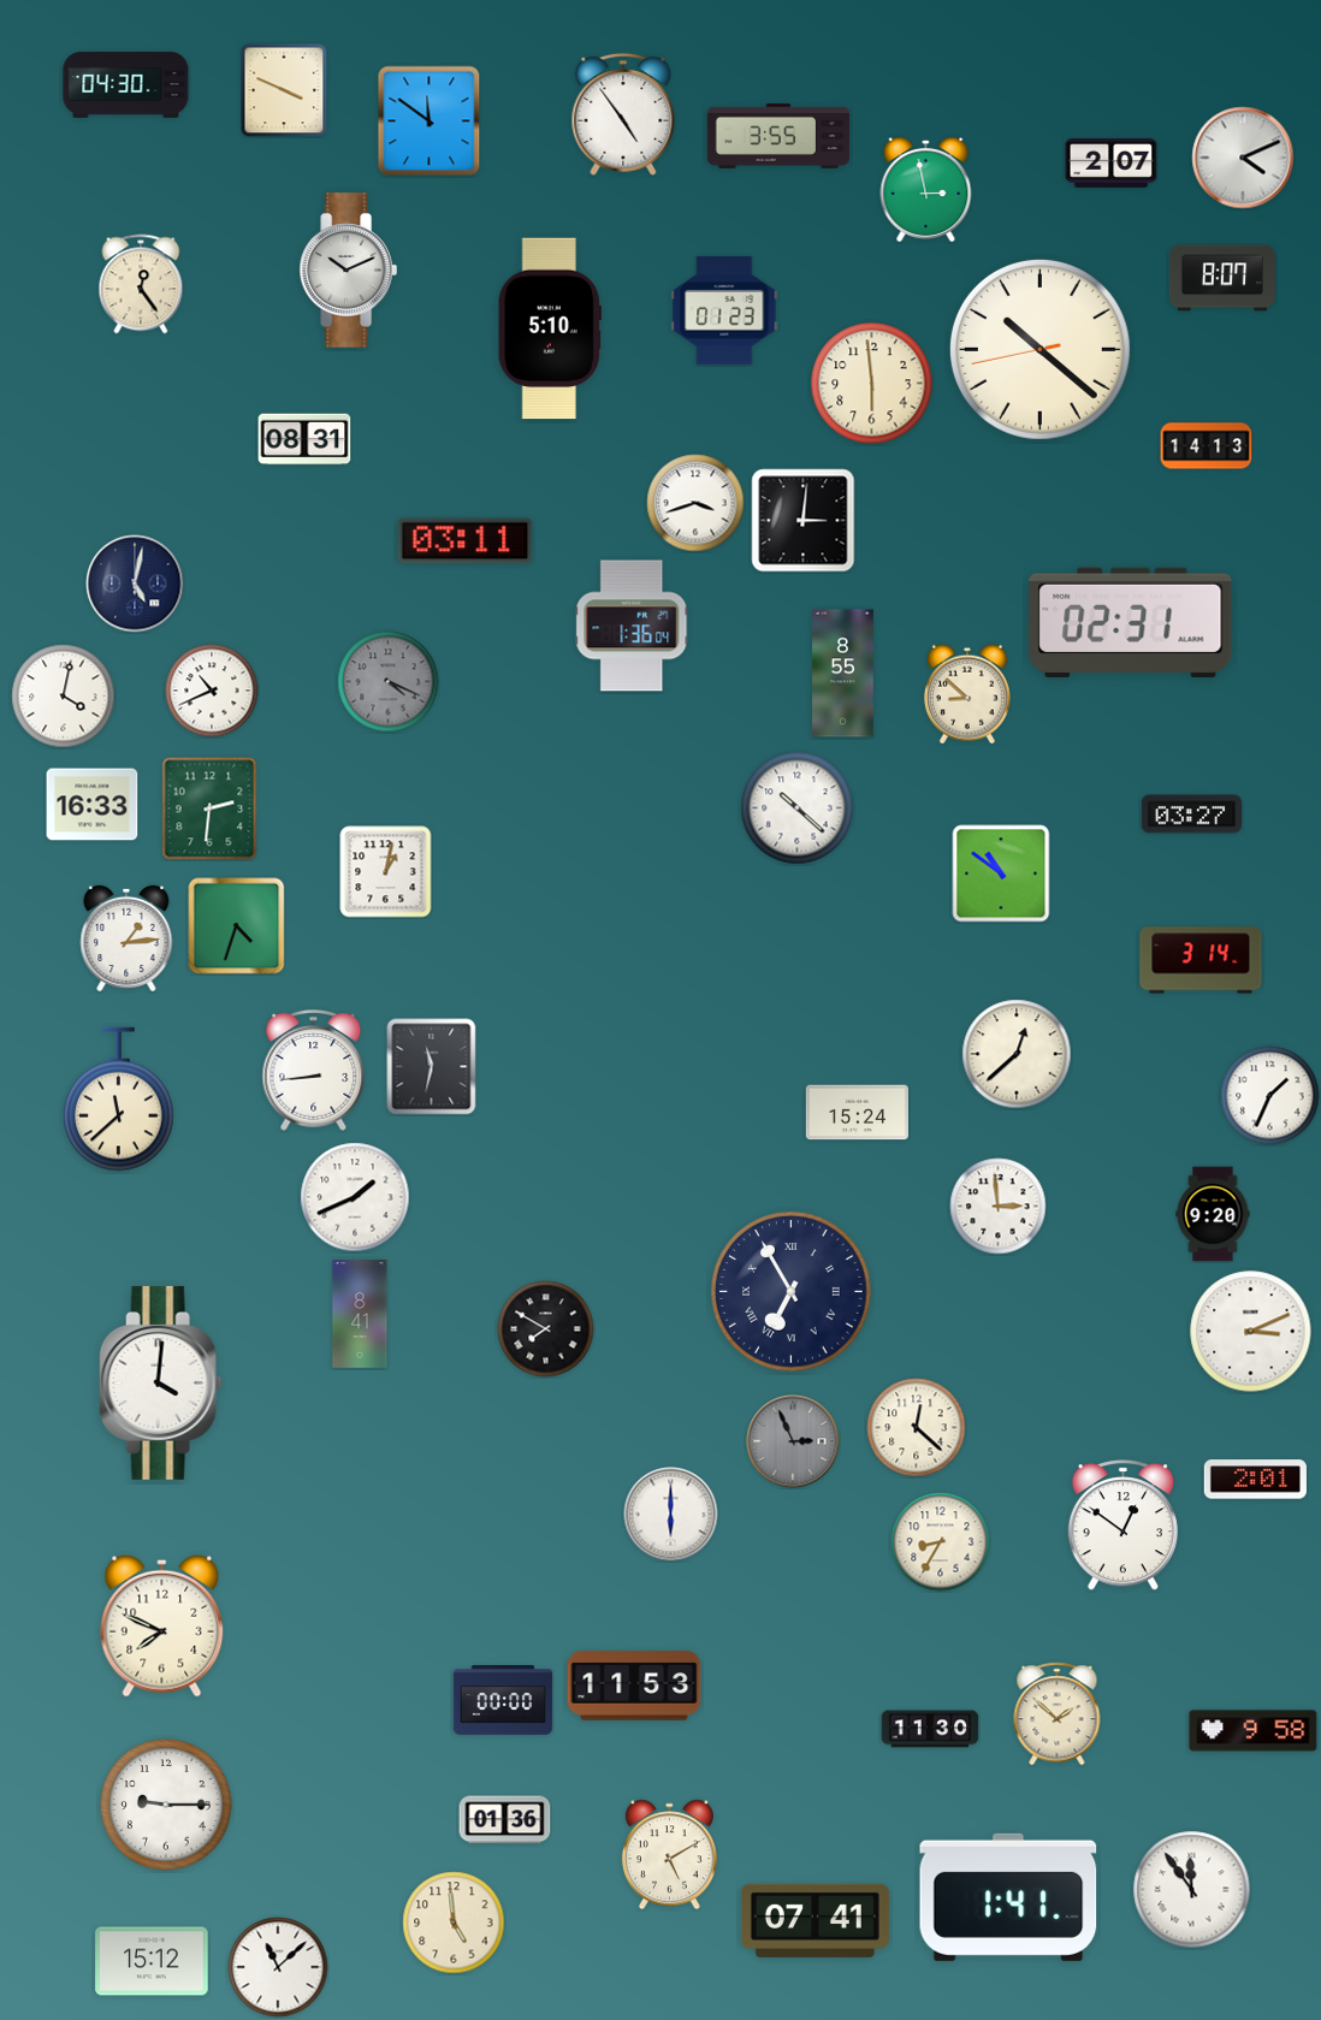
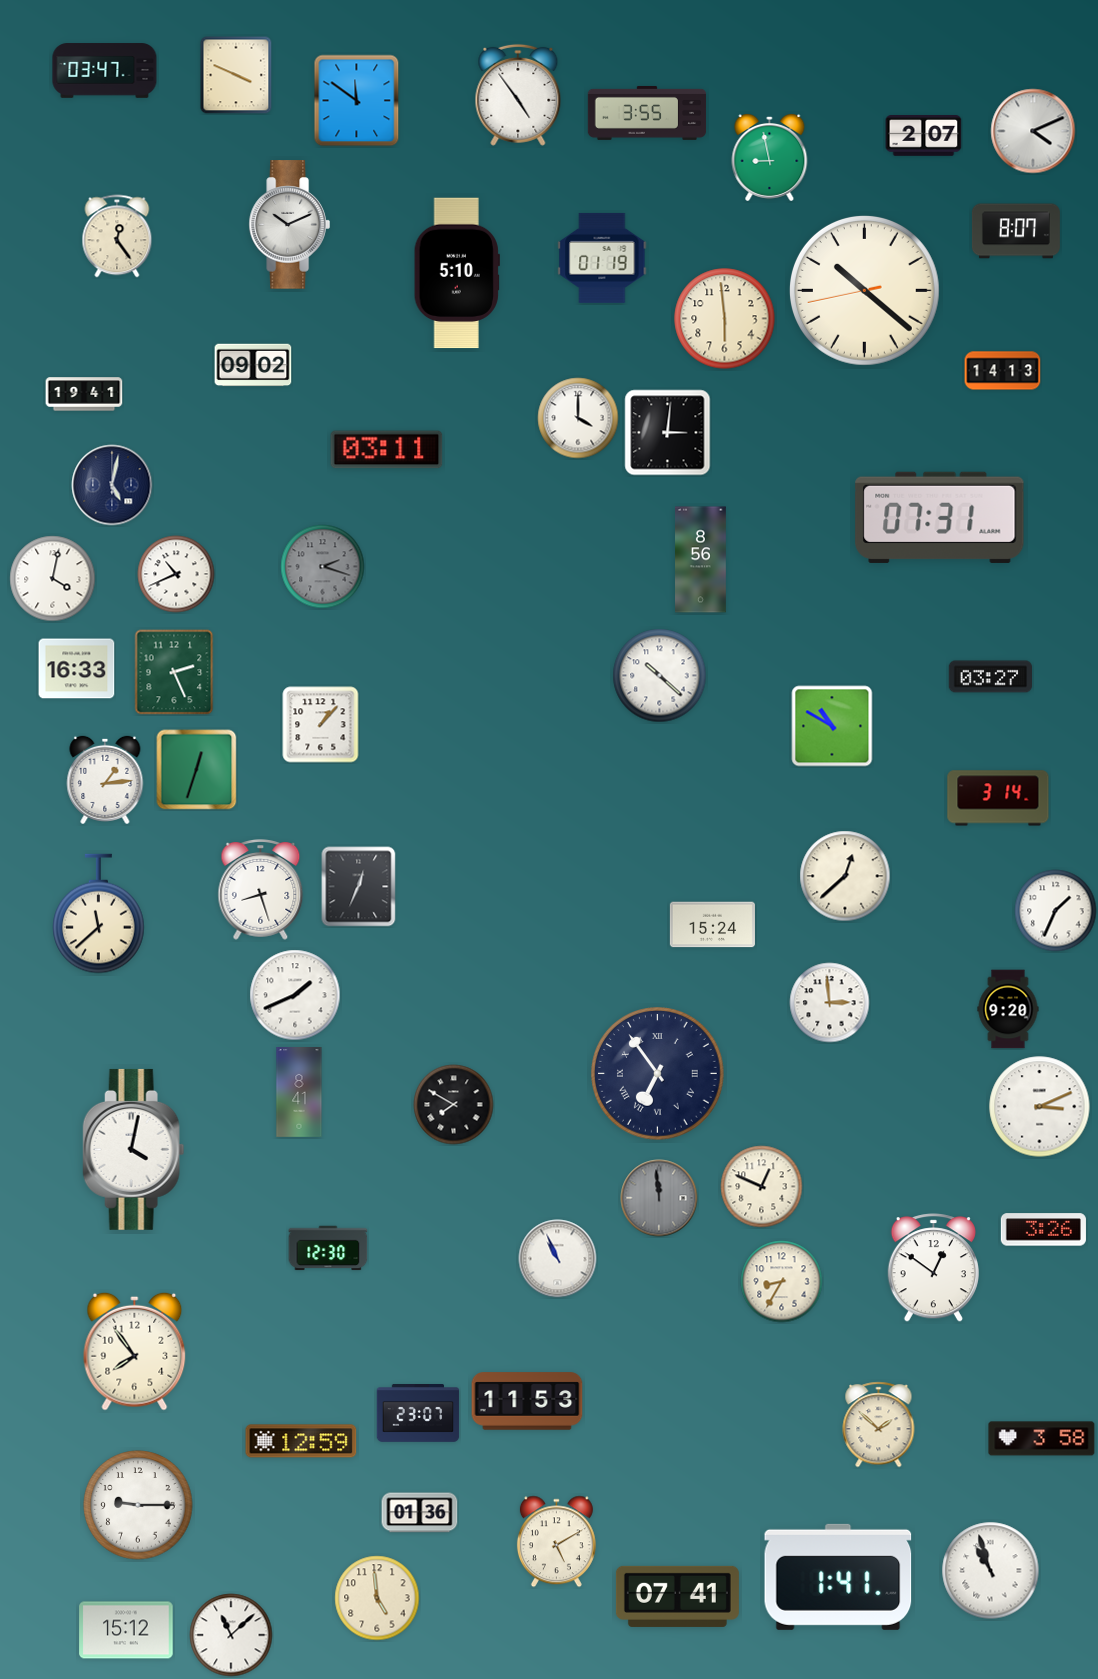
clock at (126, 85): 04:30 -> 03:47
clock at (926, 189): 2:58 -> 8:58
clock at (724, 310): 01:23 -> 01:19
clock at (304, 439): 08:31 -> 09:02
clock at (84, 394): none -> 19:41
clock at (695, 503): 3:42 -> 4:00
clock at (1131, 622): 02:31 -> 07:31
clock at (632, 626): 1:36 -> none
clock at (843, 674): 8:55 -> 8:56
clock at (389, 682): 4:19 -> 2:18
clock at (967, 694): 8:52 -> none
clock at (209, 808): 2:31 -> 2:26
clock at (798, 808) position: (798, 808) -> (660, 676)
clock at (386, 872): 1:02 -> 1:07
clock at (1001, 873): 10:51 -> 10:50
clock at (237, 926): 4:33 -> 12:33
clock at (432, 1067): 11:32 -> 12:34
clock at (314, 1071): 8:44 -> 8:27
clock at (792, 1292): 6:55 -> 6:54
clock at (161, 1382): 4:01 -> 4:02
clock at (917, 1428): 12:22 -> 12:49
clock at (793, 1441): 2:56 -> 11:59
clock at (1255, 1480): 2:01 -> 3:26
clock at (328, 1248): none -> 12:30
clock at (671, 1515): 6:00 -> 10:56
clock at (162, 1625): 7:49 -> 7:54
clock at (503, 1701): 00:00 -> 23:07
clock at (930, 1729): 11:30 -> none
clock at (1254, 1731): 9:58 -> 3:58
clock at (301, 1441): none -> 12:59
clock at (166, 1805) position: (166, 1805) -> (138, 1505)
clock at (1192, 1890): 11:54 -> 10:57
